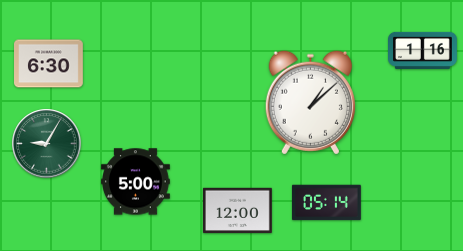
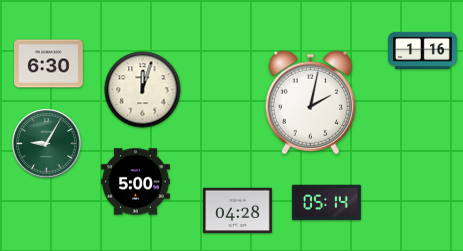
clock at (143, 90): none -> 12:03
clock at (310, 103): 1:08 -> 2:02
clock at (238, 211): 12:00 -> 04:28
